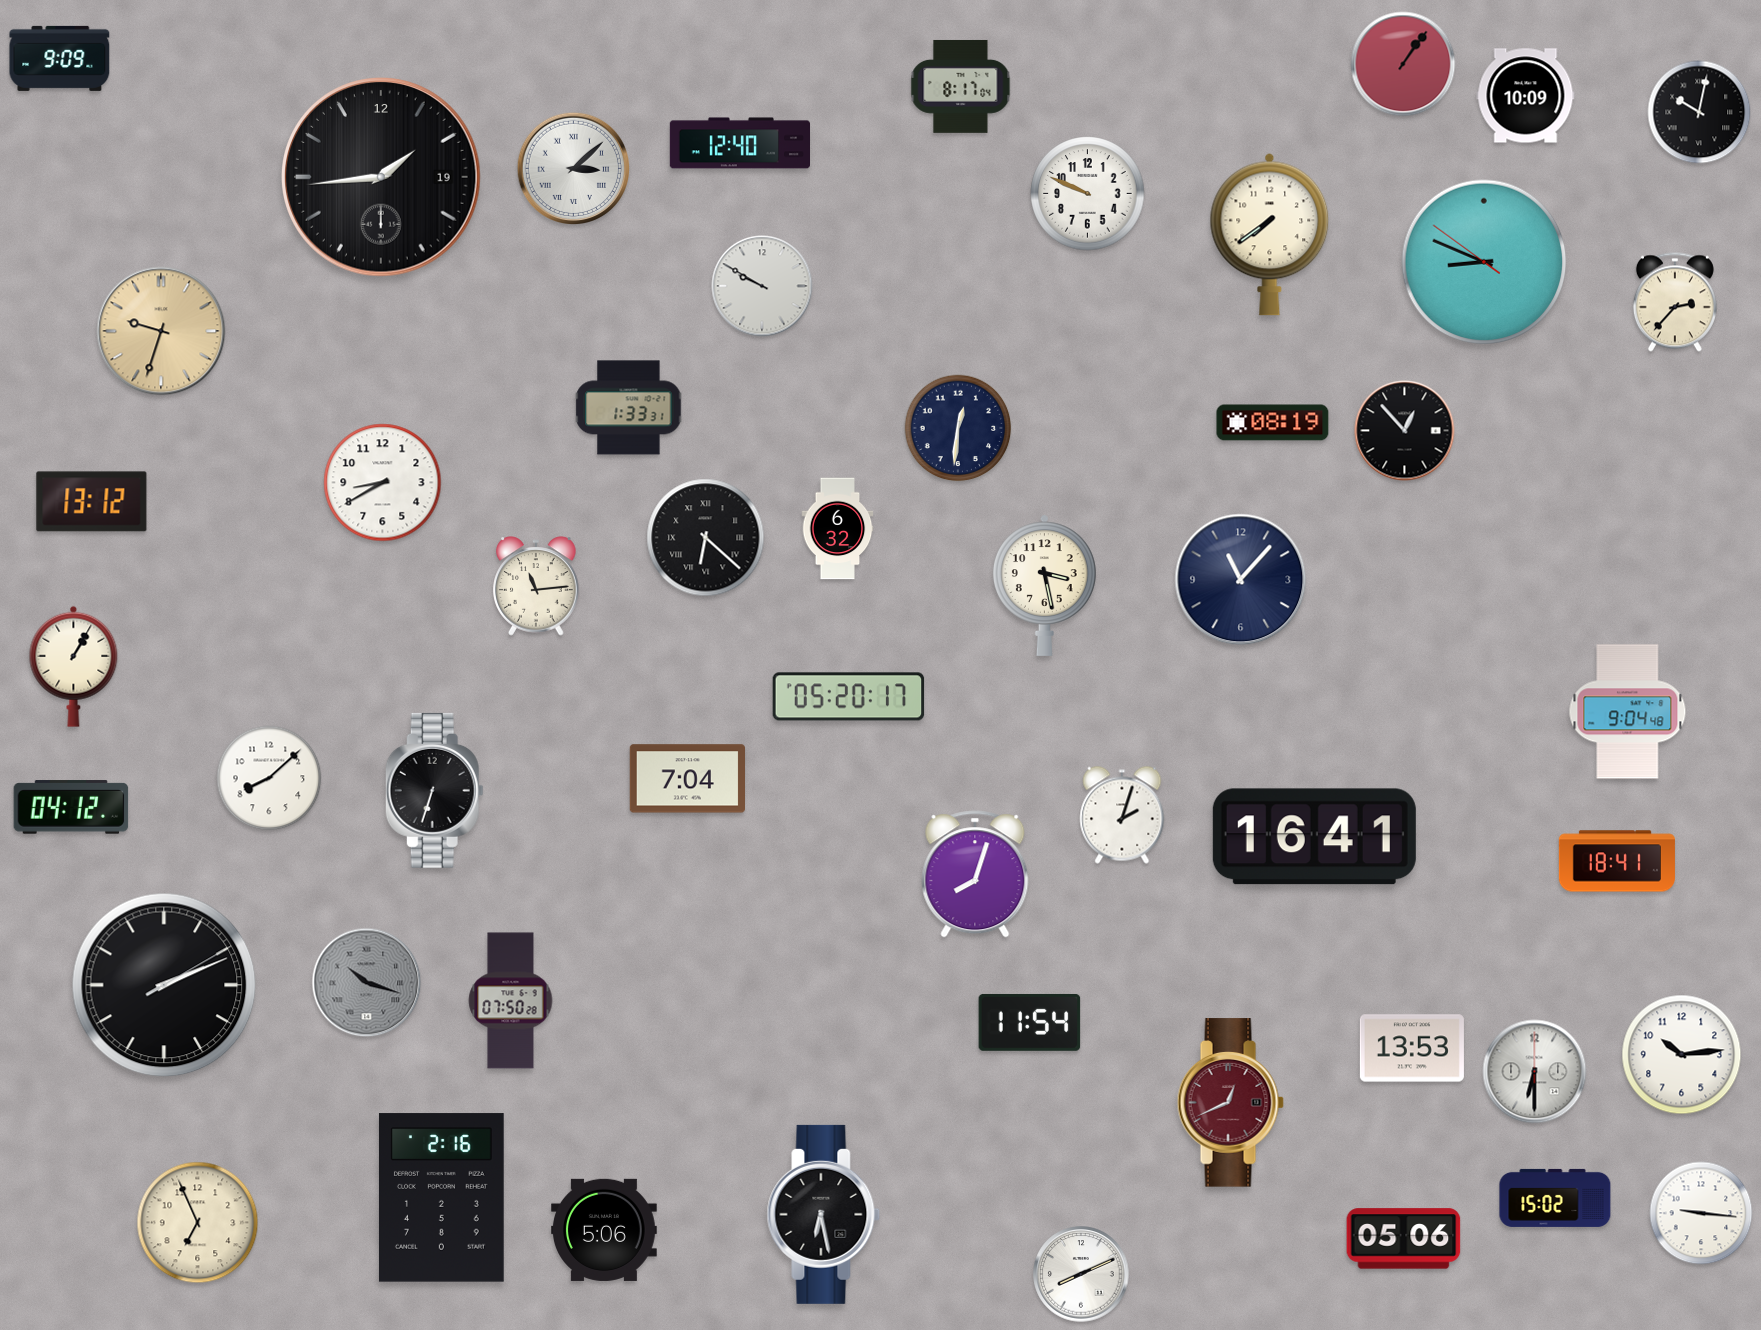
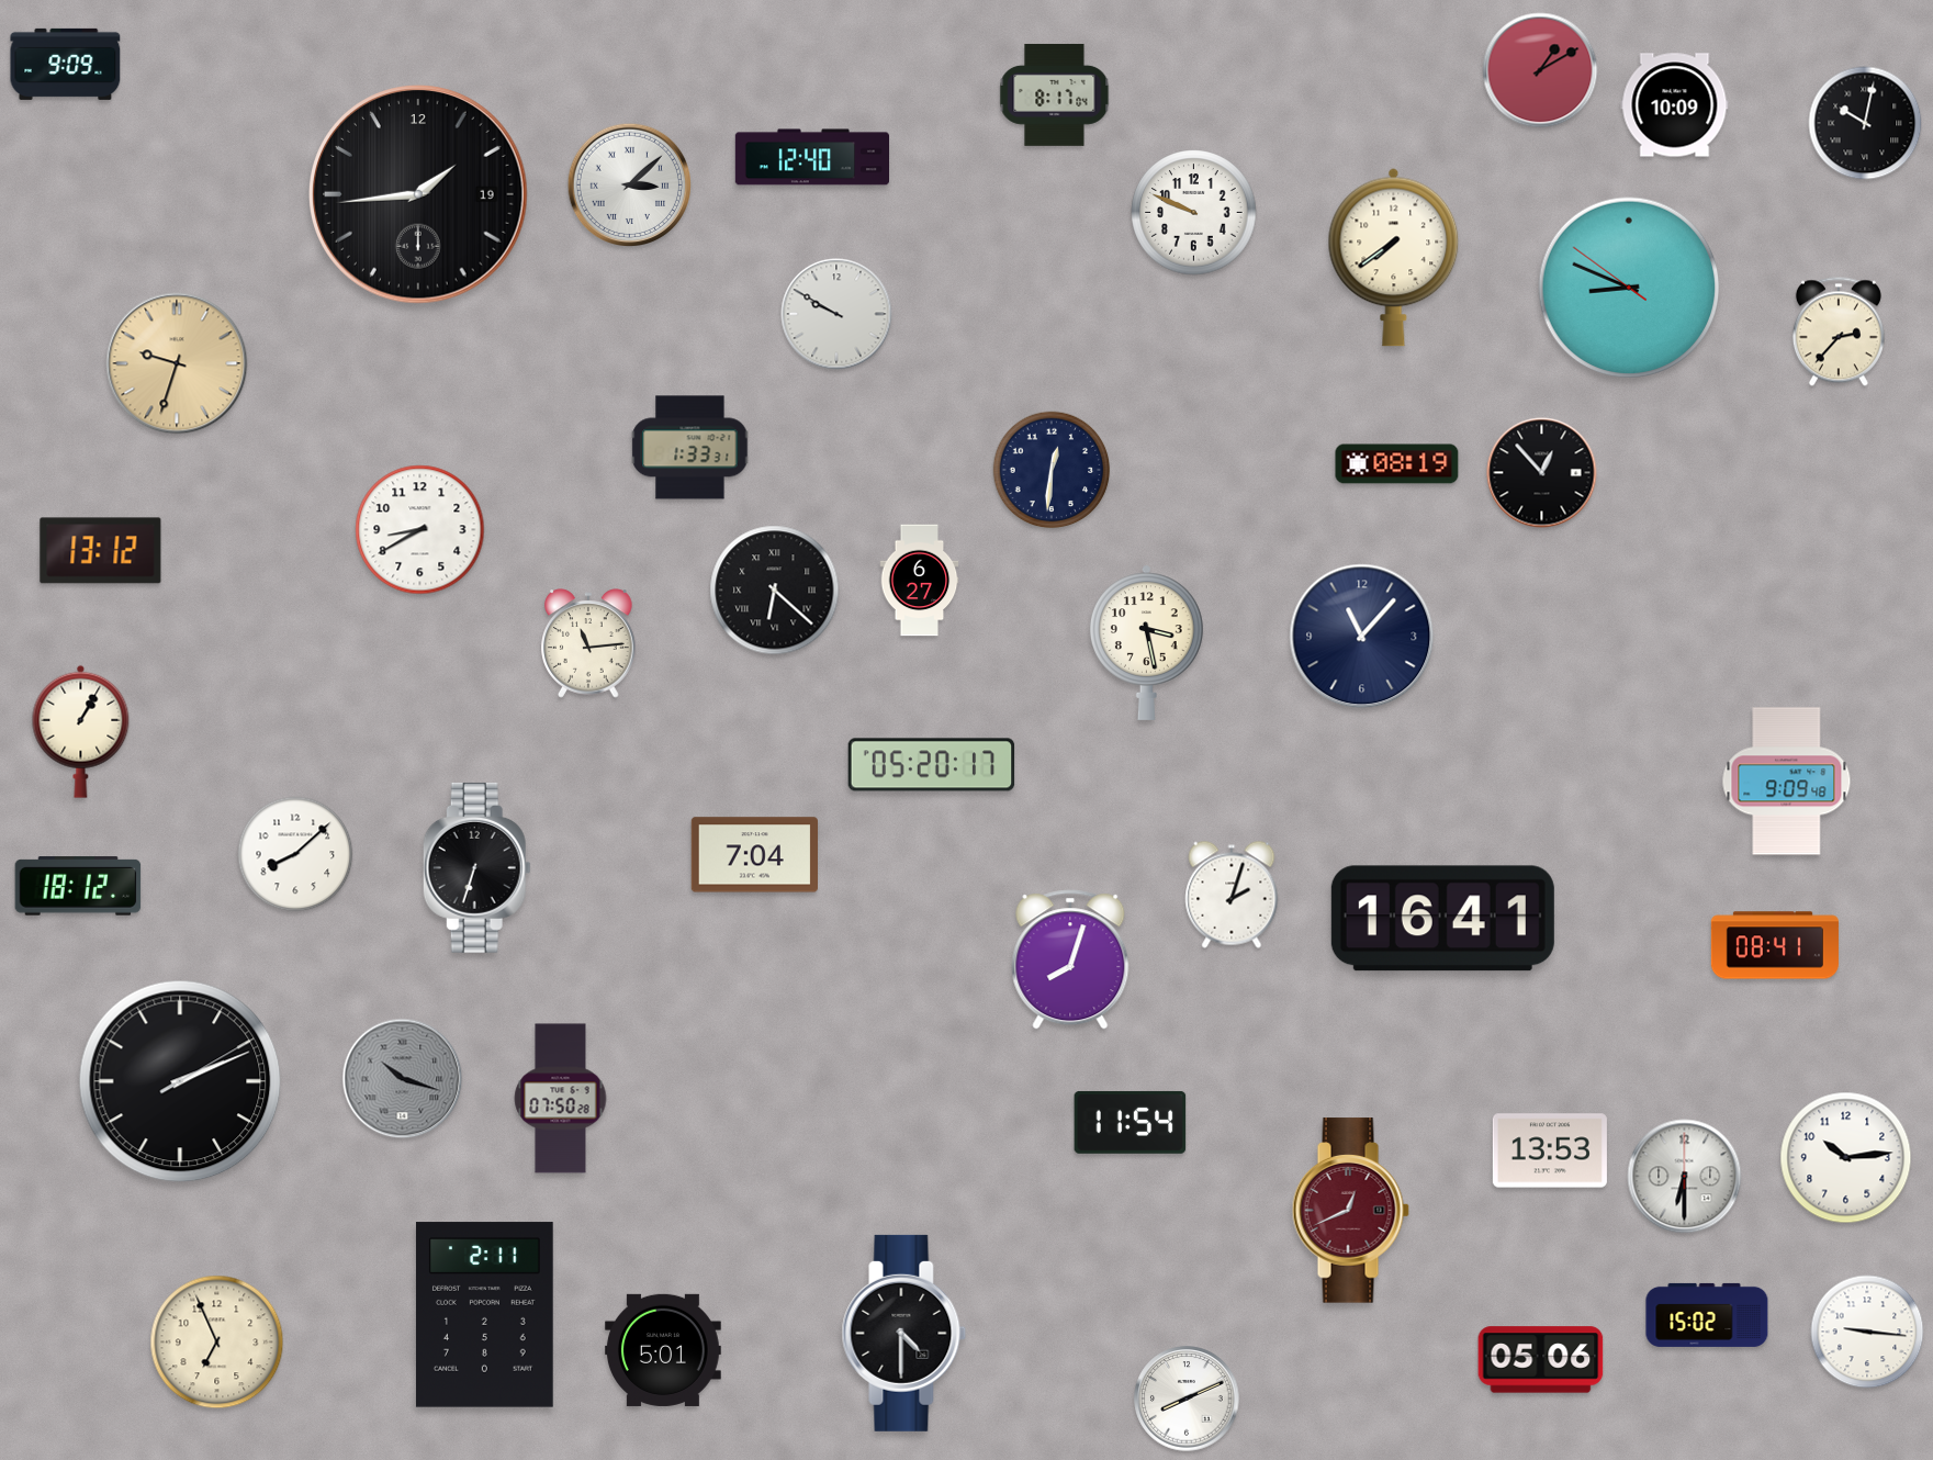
clock at (1403, 64): 1:06 -> 1:10
clock at (838, 529): 6:32 -> 6:27
clock at (1628, 712): 9:04 -> 9:09
clock at (71, 807): 04:12 -> 18:12
clock at (1617, 861): 18:41 -> 08:41
clock at (441, 1198): 2:16 -> 2:11
clock at (824, 1214): 6:28 -> 4:30
clock at (605, 1230): 5:06 -> 5:01
